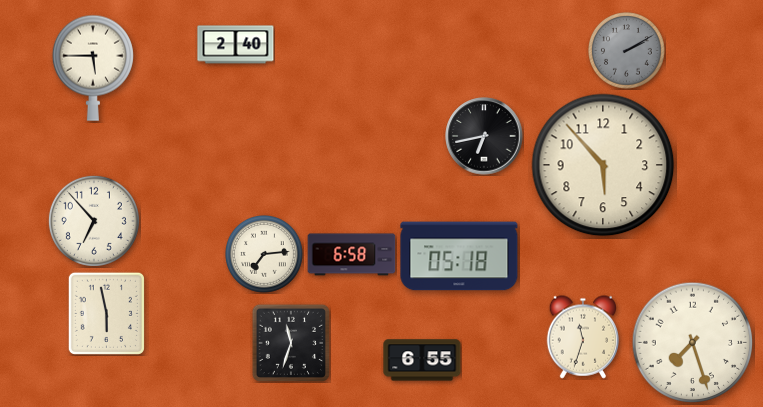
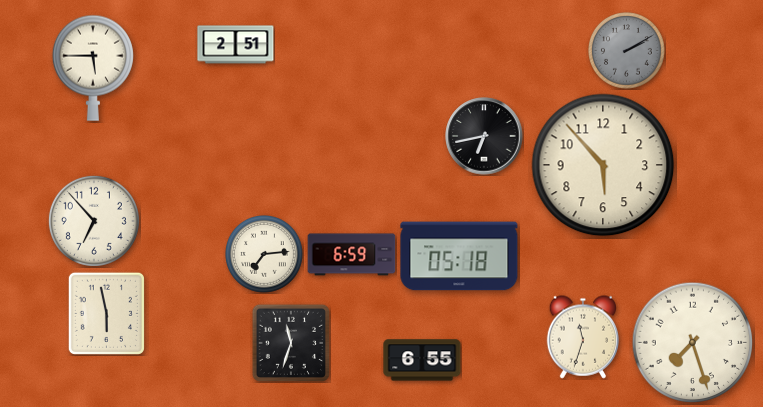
clock at (236, 45): 2:40 -> 2:51
clock at (352, 255): 6:58 -> 6:59
